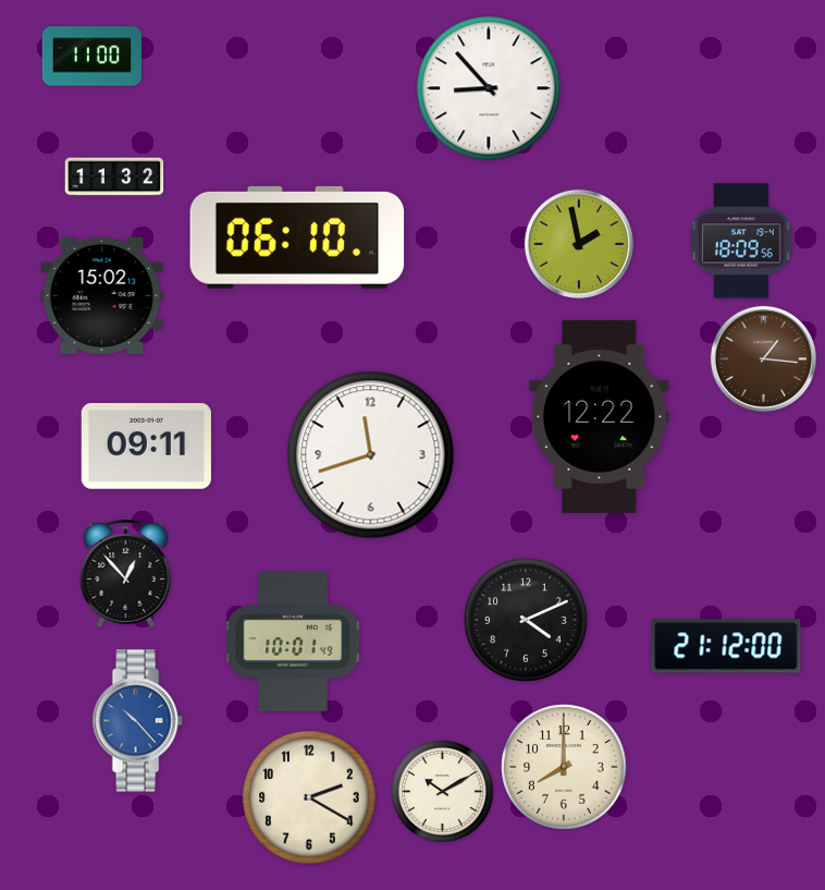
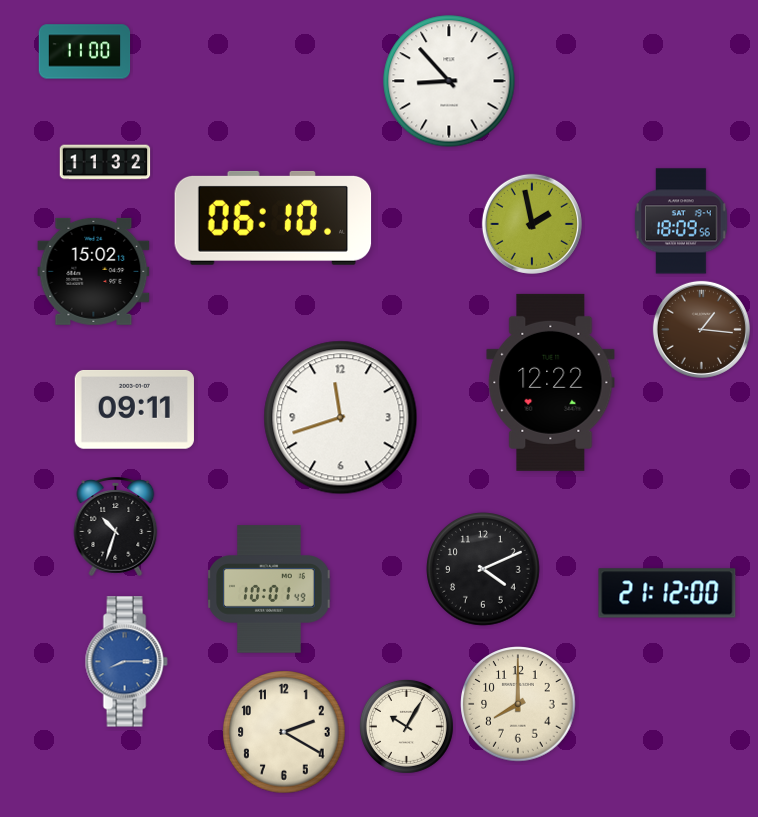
clock at (126, 573): 12:53 -> 10:33
clock at (137, 721): 10:23 -> 8:15
clock at (442, 791): 10:10 -> 10:05
